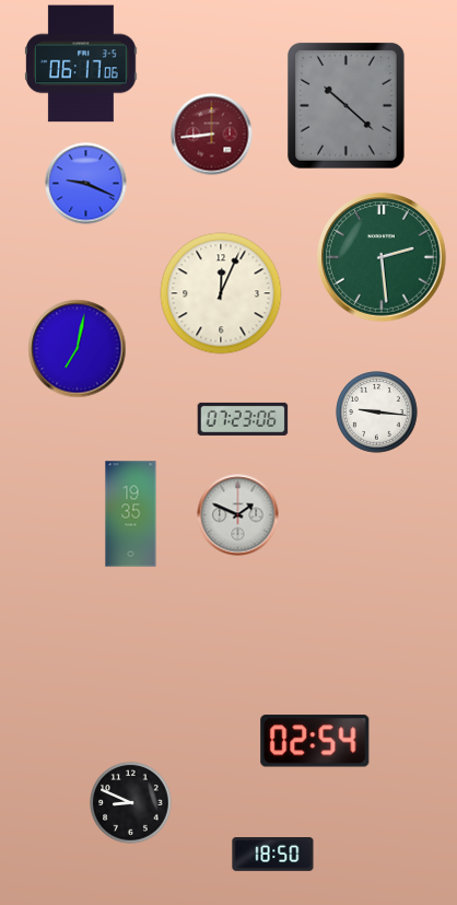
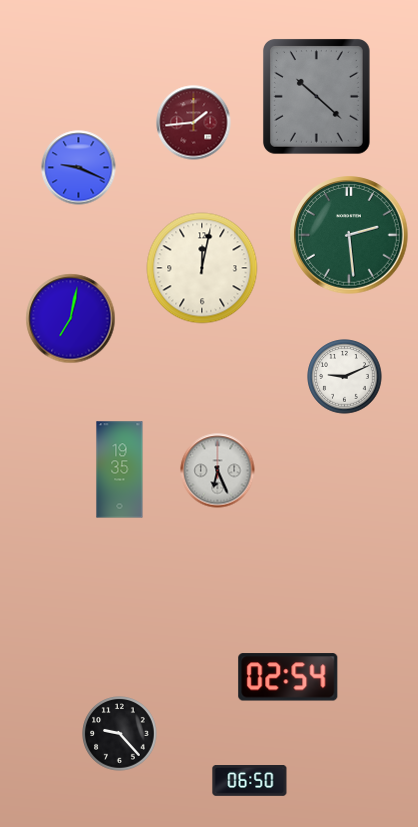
clock at (82, 63): 06:17 -> none
clock at (212, 135): 8:44 -> 1:44
clock at (221, 293): 12:04 -> 12:02
clock at (377, 413): 9:16 -> 9:11
clock at (243, 419): 07:23 -> none
clock at (238, 515): 1:49 -> 6:26
clock at (131, 803): 8:49 -> 9:23
clock at (273, 855): 18:50 -> 06:50
